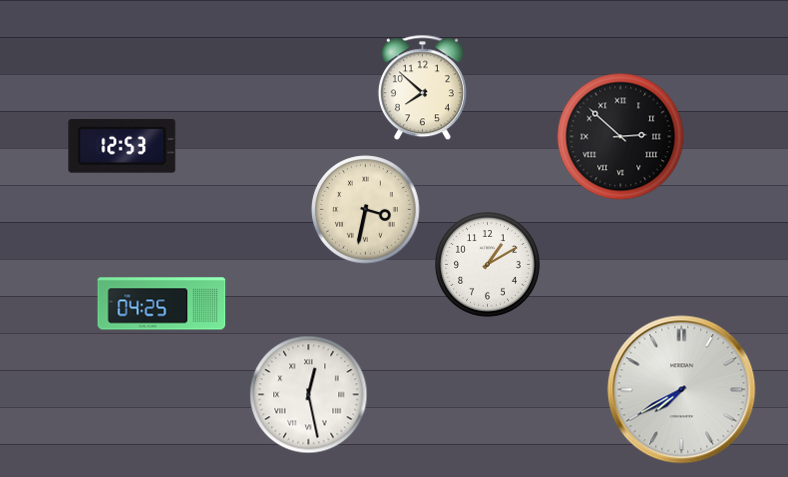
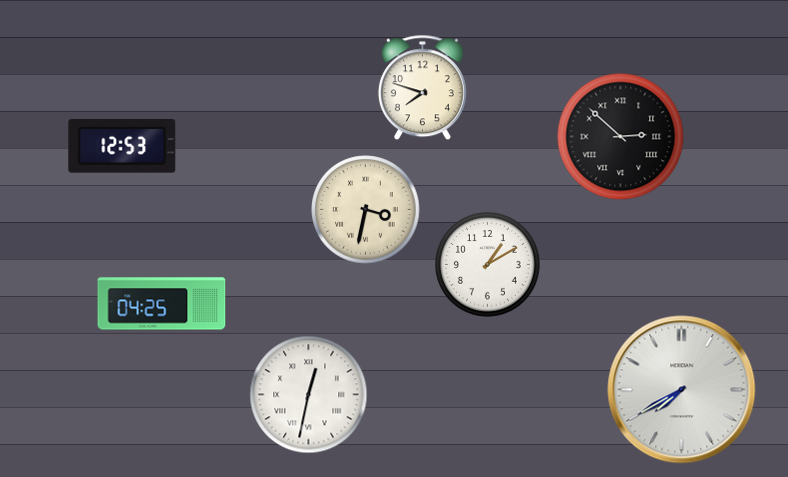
clock at (422, 88): 7:52 -> 7:48
clock at (309, 395): 12:28 -> 12:32
